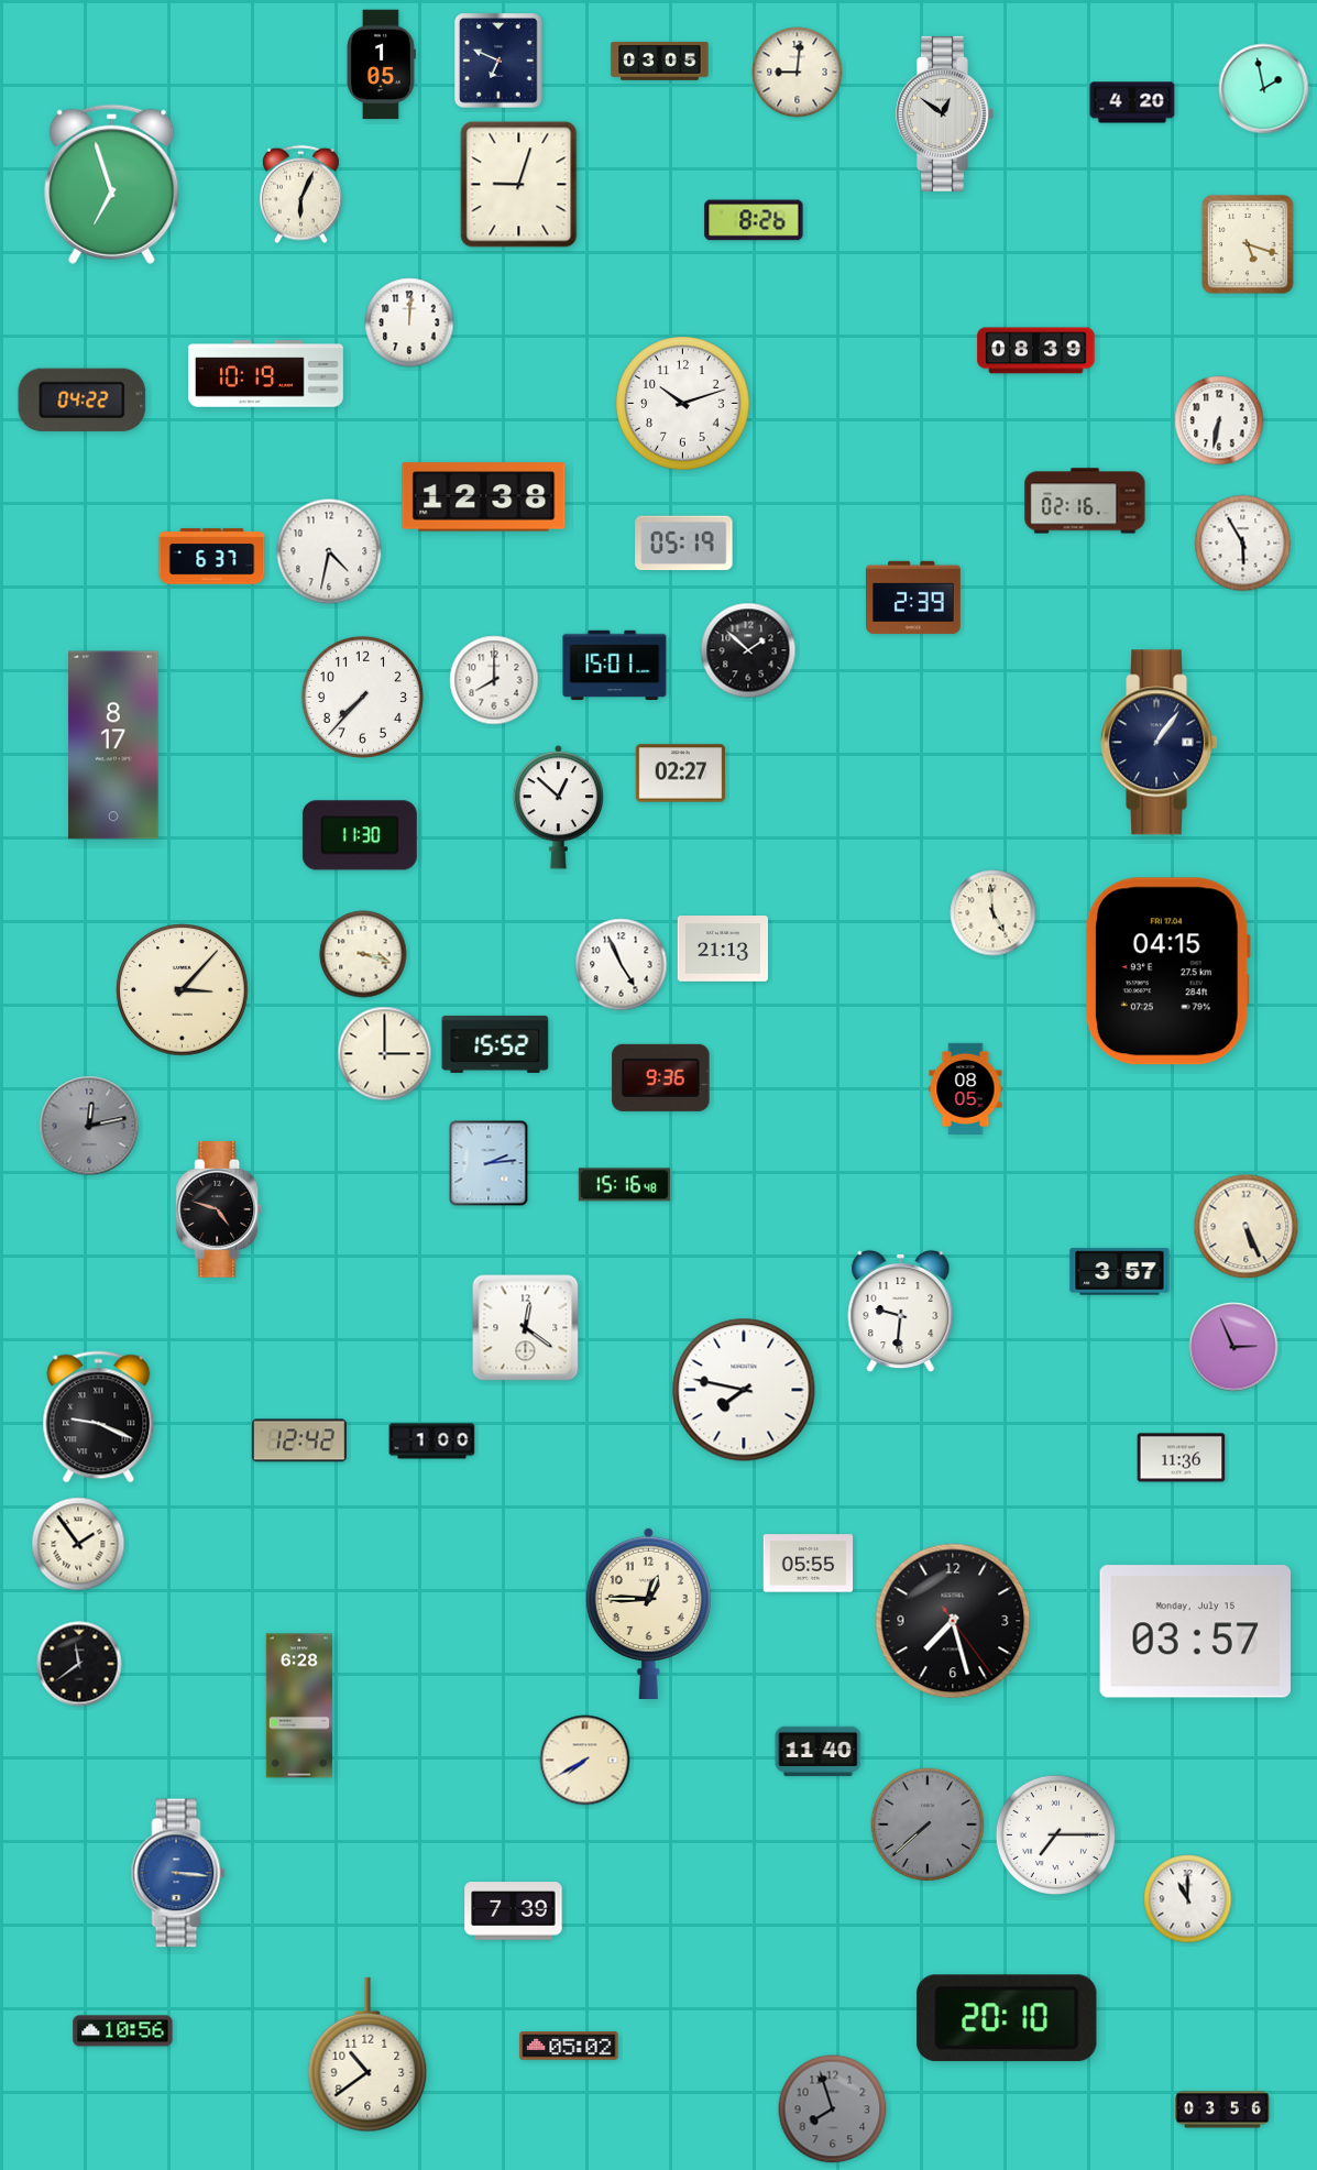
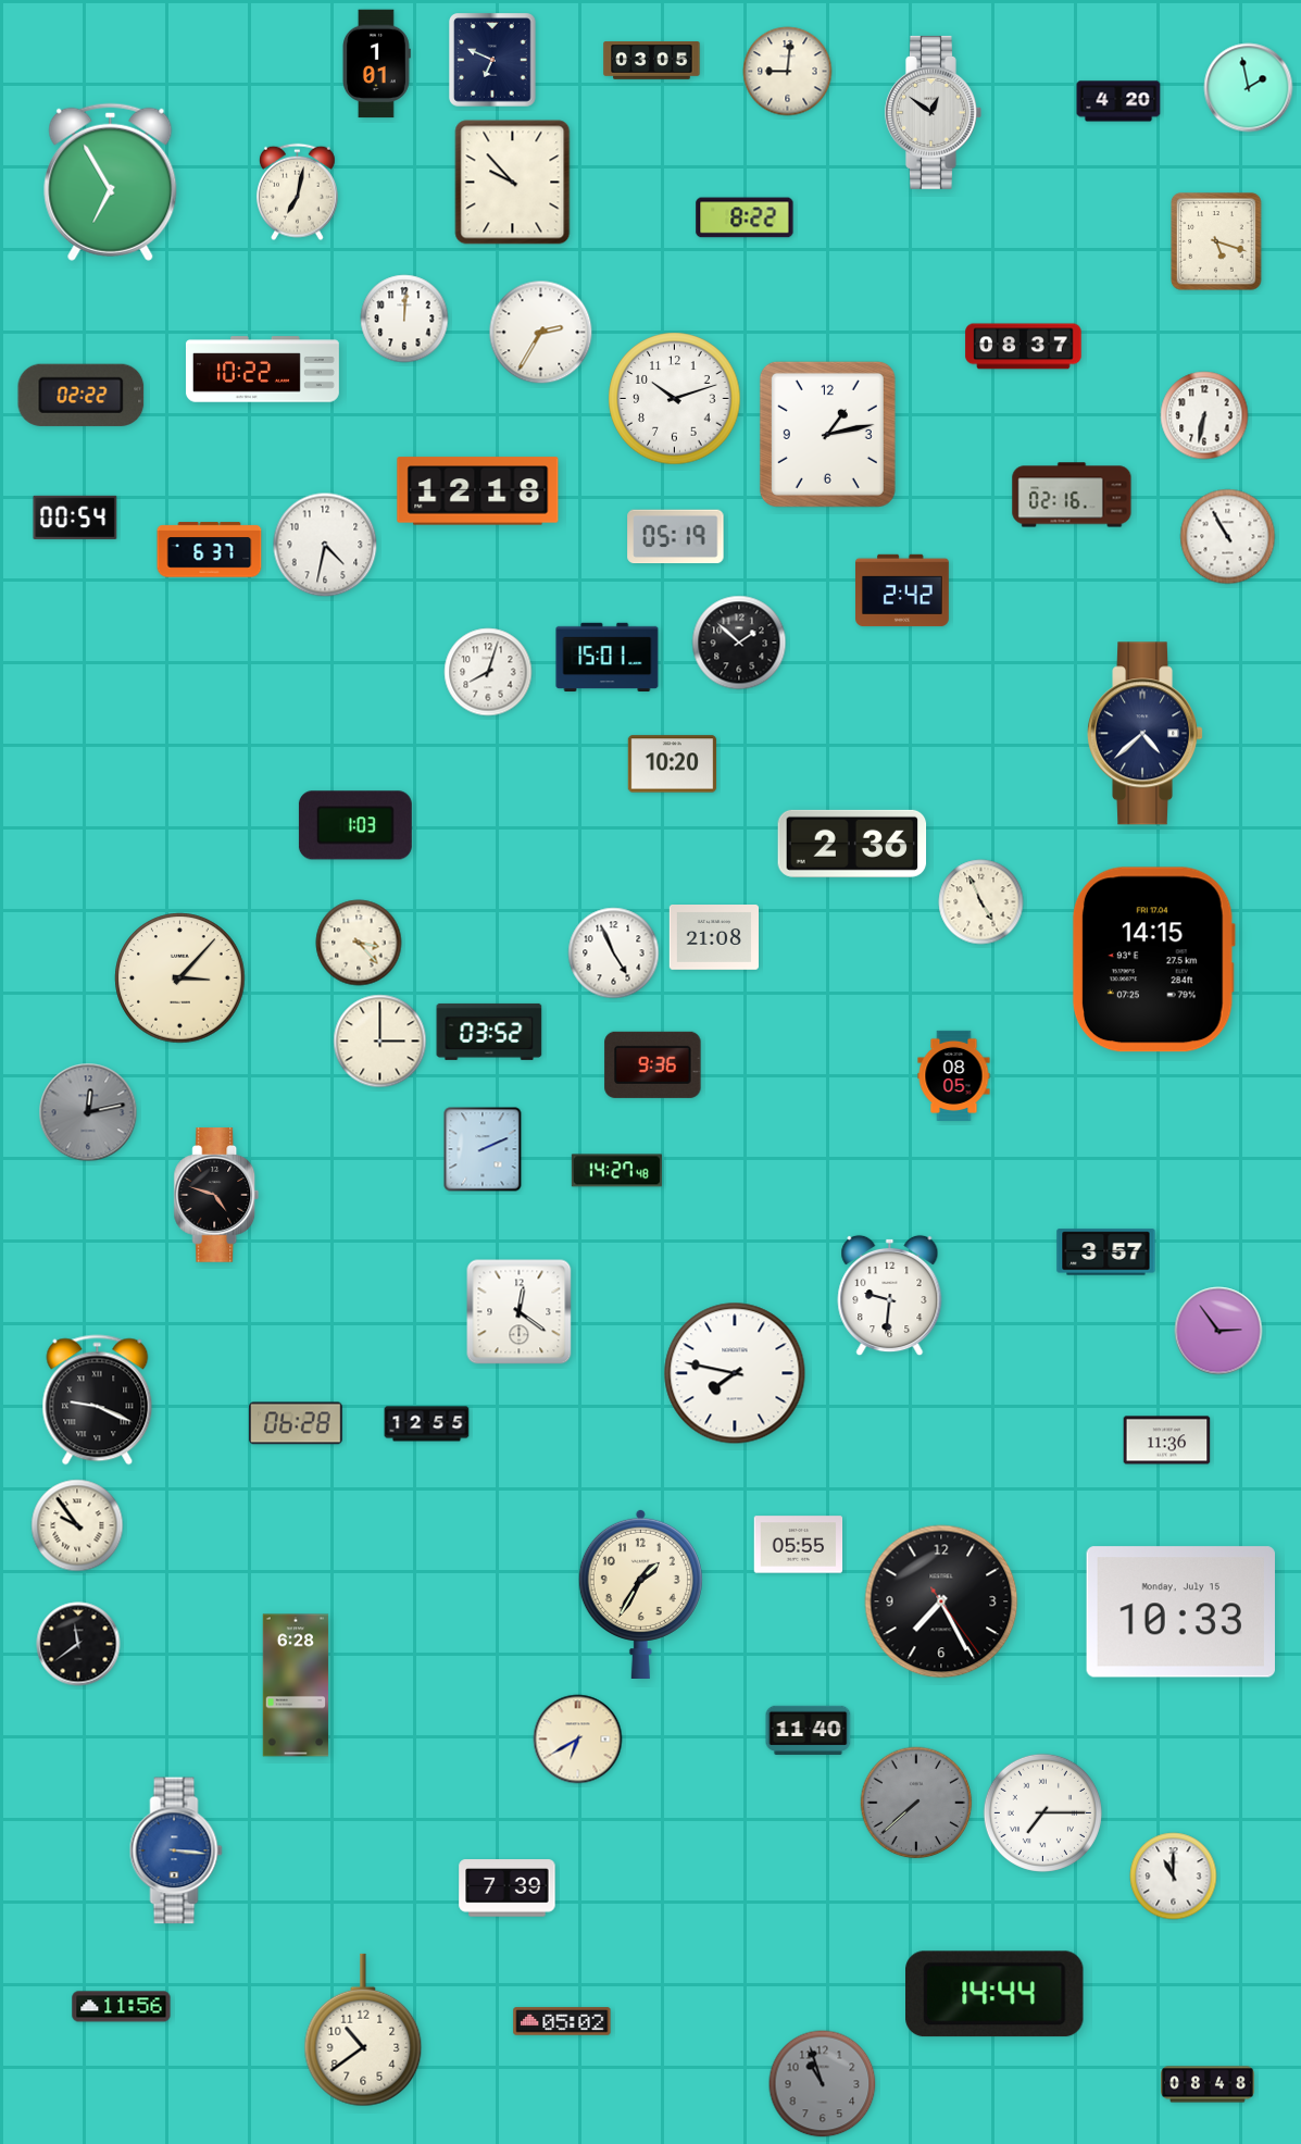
clock at (382, 65): 1:05 -> 1:01
clock at (112, 184): 6:57 -> 6:55
clock at (519, 185): 9:03 -> 9:53
clock at (301, 195): 6:04 -> 7:02
clock at (754, 220): 8:26 -> 8:22
clock at (1248, 244) position: (1248, 244) -> (1216, 241)
clock at (541, 333): none -> 2:35
clock at (1036, 351): 08:39 -> 08:37
clock at (265, 374): 10:19 -> 10:22
clock at (83, 399): 04:22 -> 02:22
clock at (827, 434): none -> 1:13
clock at (484, 497): 12:38 -> 12:18
clock at (75, 518): none -> 00:54
clock at (1243, 544): 5:55 -> 10:55
clock at (914, 598): 2:39 -> 2:42
clock at (494, 680): 8:00 -> 8:03
clock at (362, 697): 7:37 -> none
clock at (1160, 743): 1:06 -> 4:38
clock at (113, 745): 8:17 -> none
clock at (681, 774): 02:27 -> 10:20
clock at (558, 808): 12:52 -> none
clock at (360, 835): 11:30 -> 1:03
clock at (852, 844): none -> 2:36
clock at (994, 913): 4:59 -> 4:56
clock at (722, 950): 21:13 -> 21:08
clock at (363, 954): 3:18 -> 3:23
clock at (1167, 972): 04:15 -> 14:15
clock at (495, 1044): 15:52 -> 03:52
clock at (489, 1163): 2:14 -> 2:11
clock at (624, 1185): 15:16 -> 14:27
clock at (1247, 1227): 5:26 -> none
clock at (1120, 1272) position: (1120, 1272) -> (1106, 1252)
clock at (1233, 1347): 2:56 -> 2:54
clock at (299, 1440): 12:42 -> 06:28
clock at (432, 1442): 1:00 -> 12:55
clock at (78, 1544): 1:54 -> 9:54
clock at (648, 1612): 12:45 -> 1:35
clock at (953, 1621): 7:27 -> 7:25
clock at (1195, 1632): 03:57 -> 10:33
clock at (585, 1761): 7:40 -> 6:40
clock at (1008, 2018): 20:10 -> 14:44
clock at (123, 2031): 10:56 -> 11:56
clock at (833, 2109): 7:57 -> 10:57
clock at (1222, 2109): 03:56 -> 08:48
